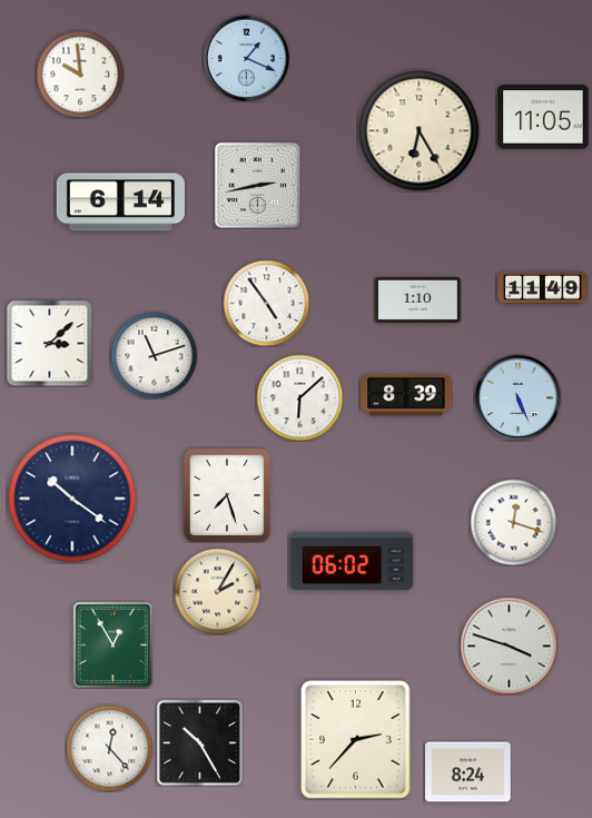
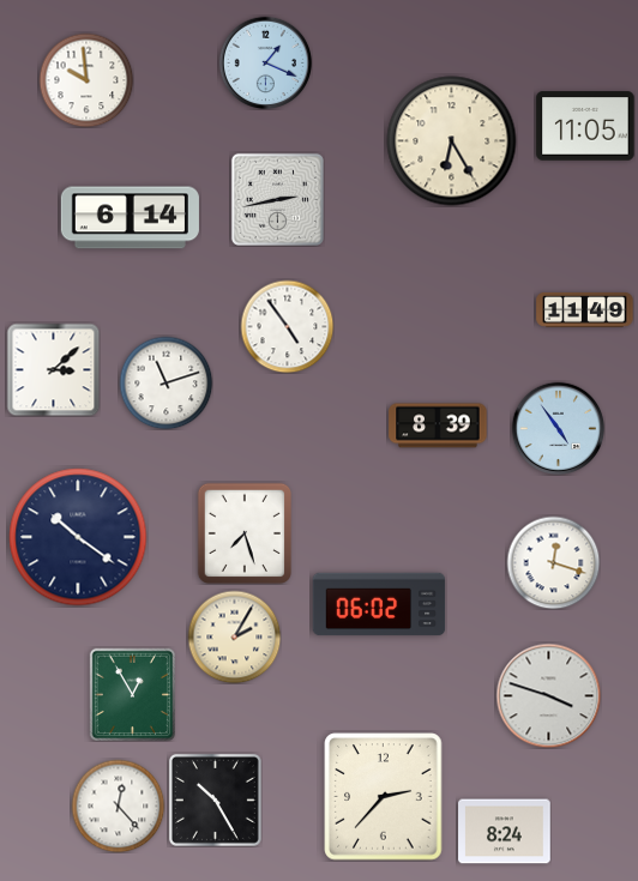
clock at (418, 299): 1:10 -> none
clock at (299, 397): 6:08 -> none
clock at (517, 397): 5:26 -> 4:54
clock at (112, 644) position: (112, 644) -> (132, 694)
